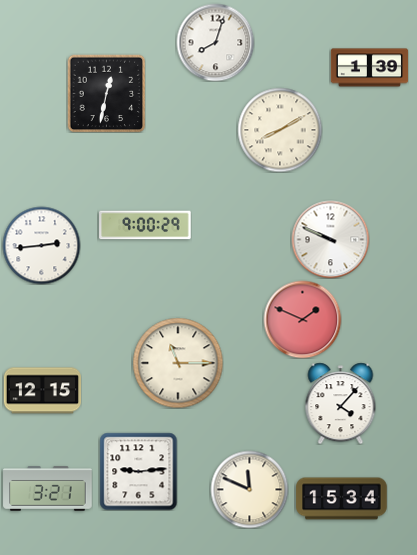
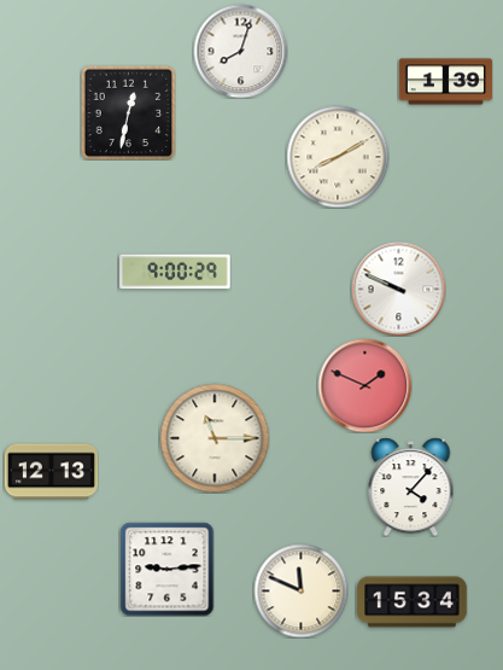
clock at (215, 42) position: (215, 42) -> (240, 51)
clock at (41, 245): 2:44 -> none
clock at (42, 391): 12:15 -> 12:13
clock at (48, 489): 3:21 -> none
